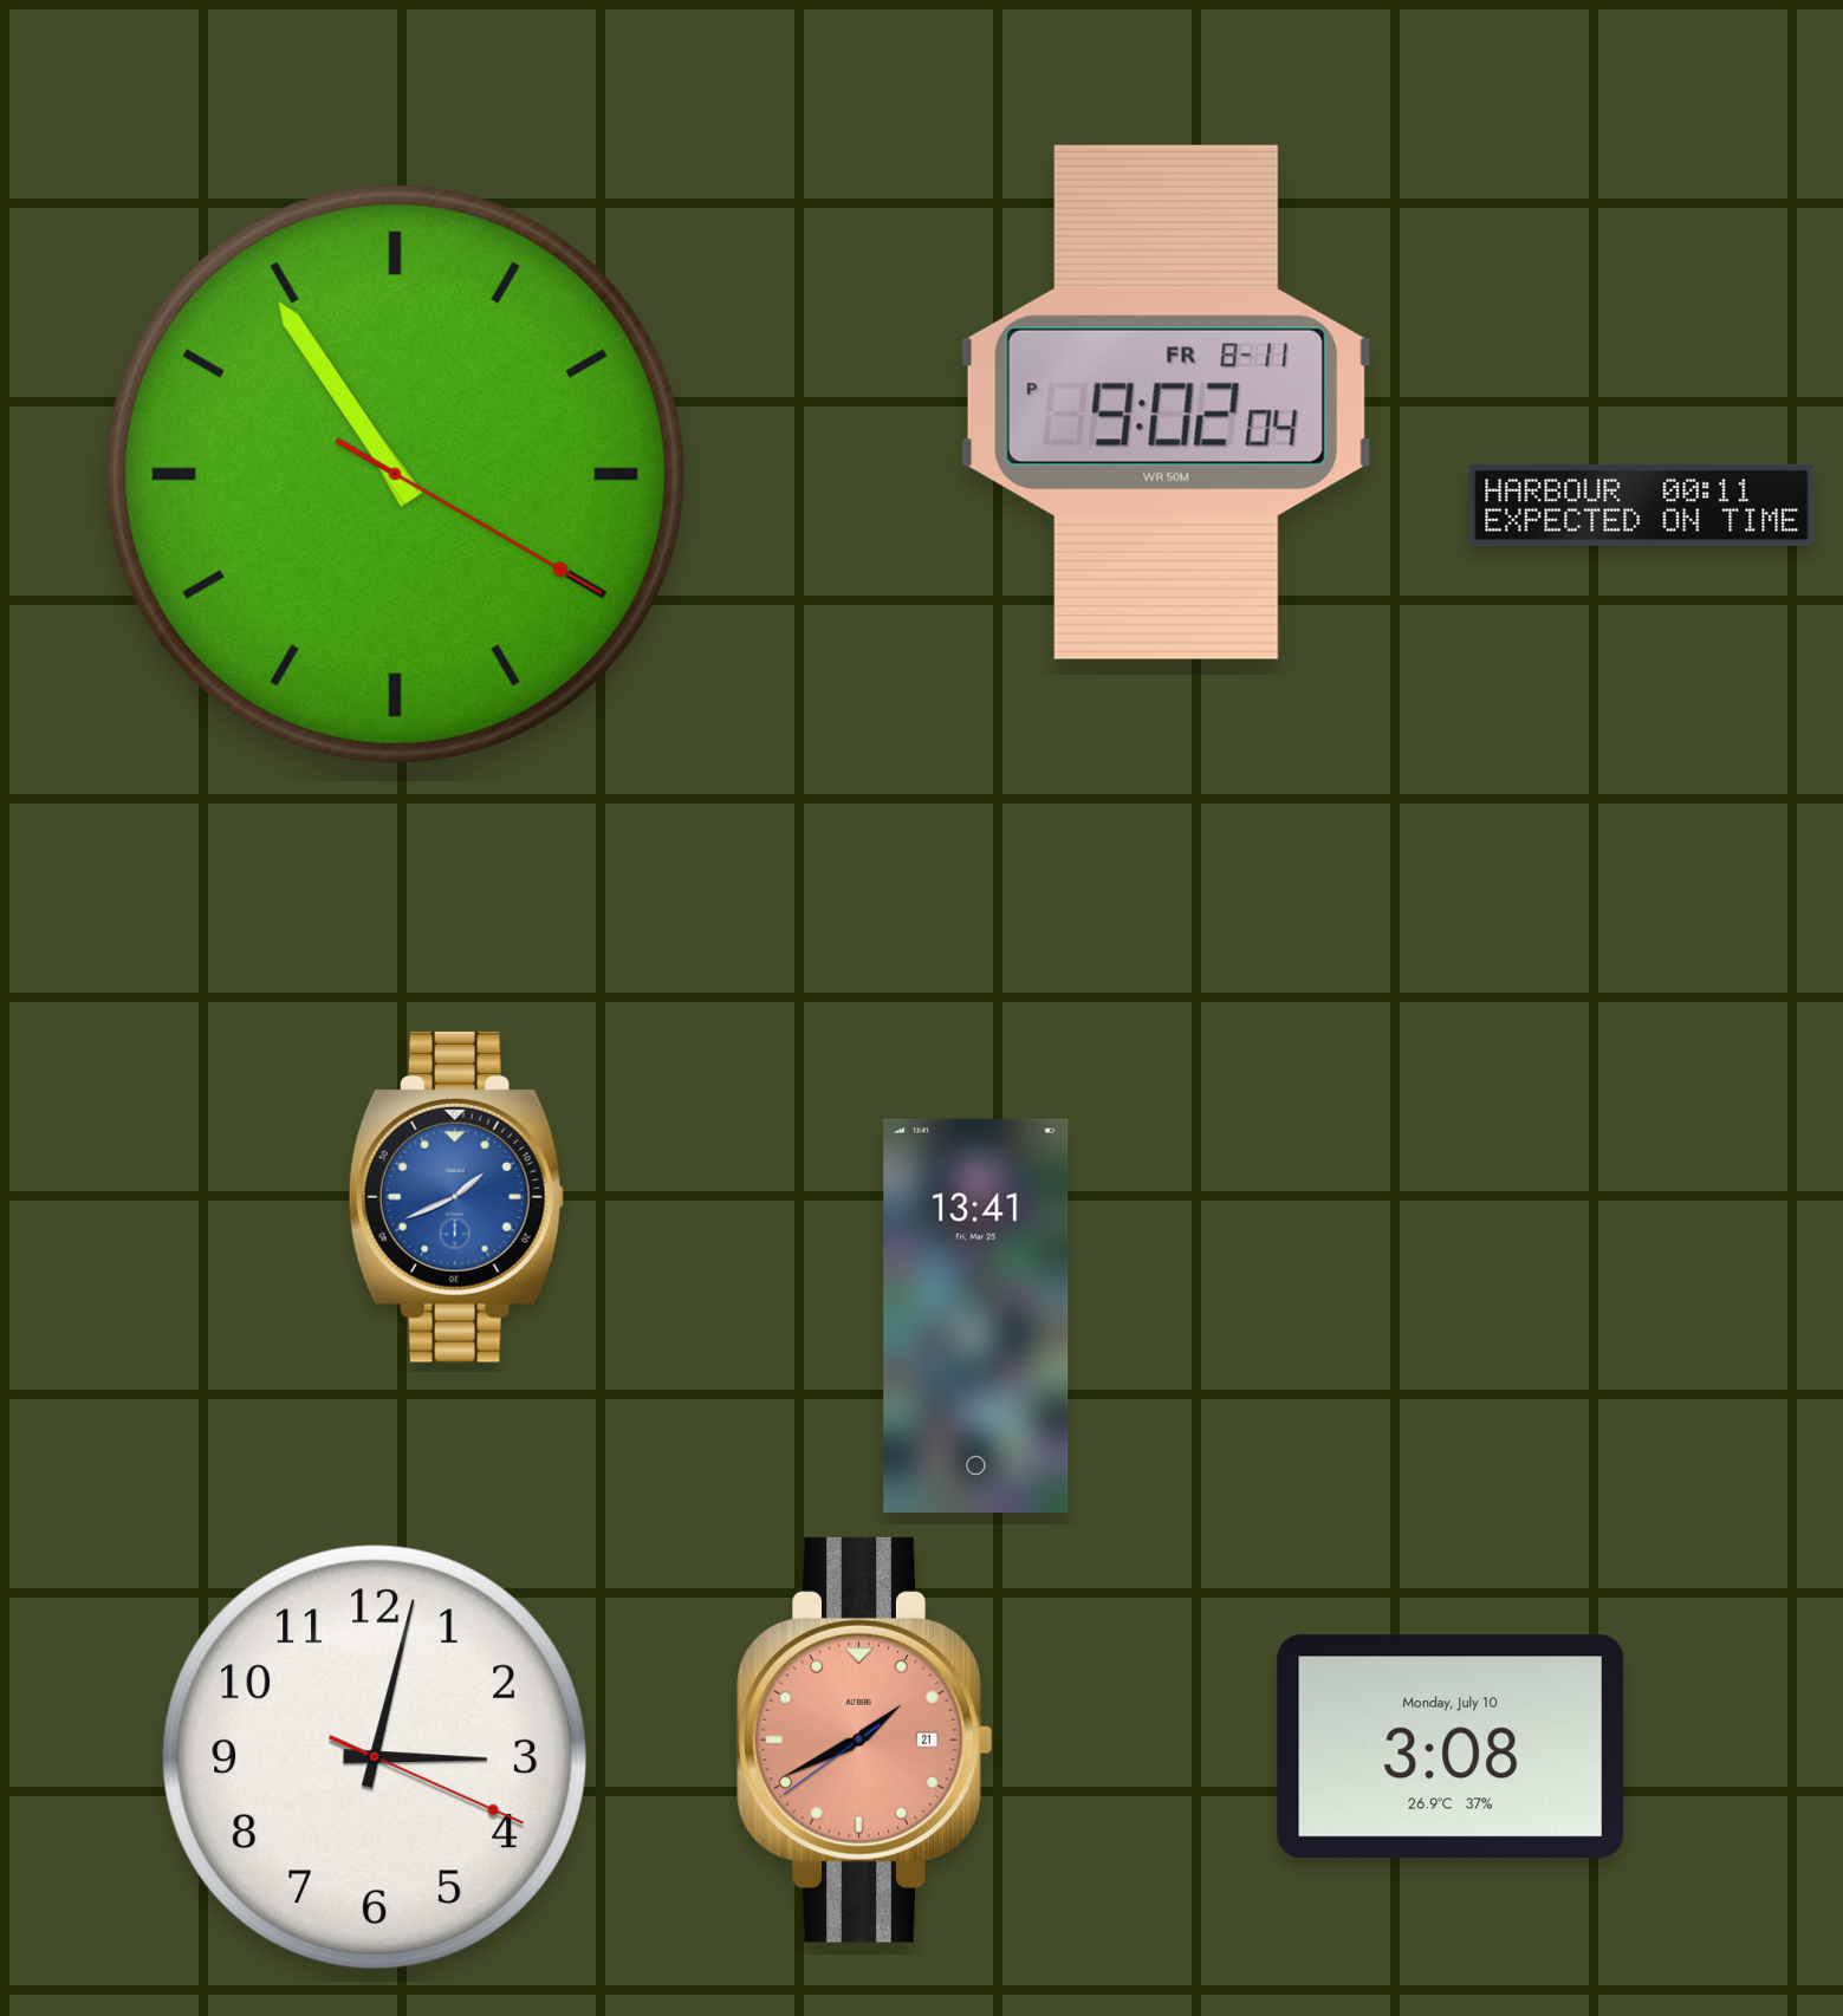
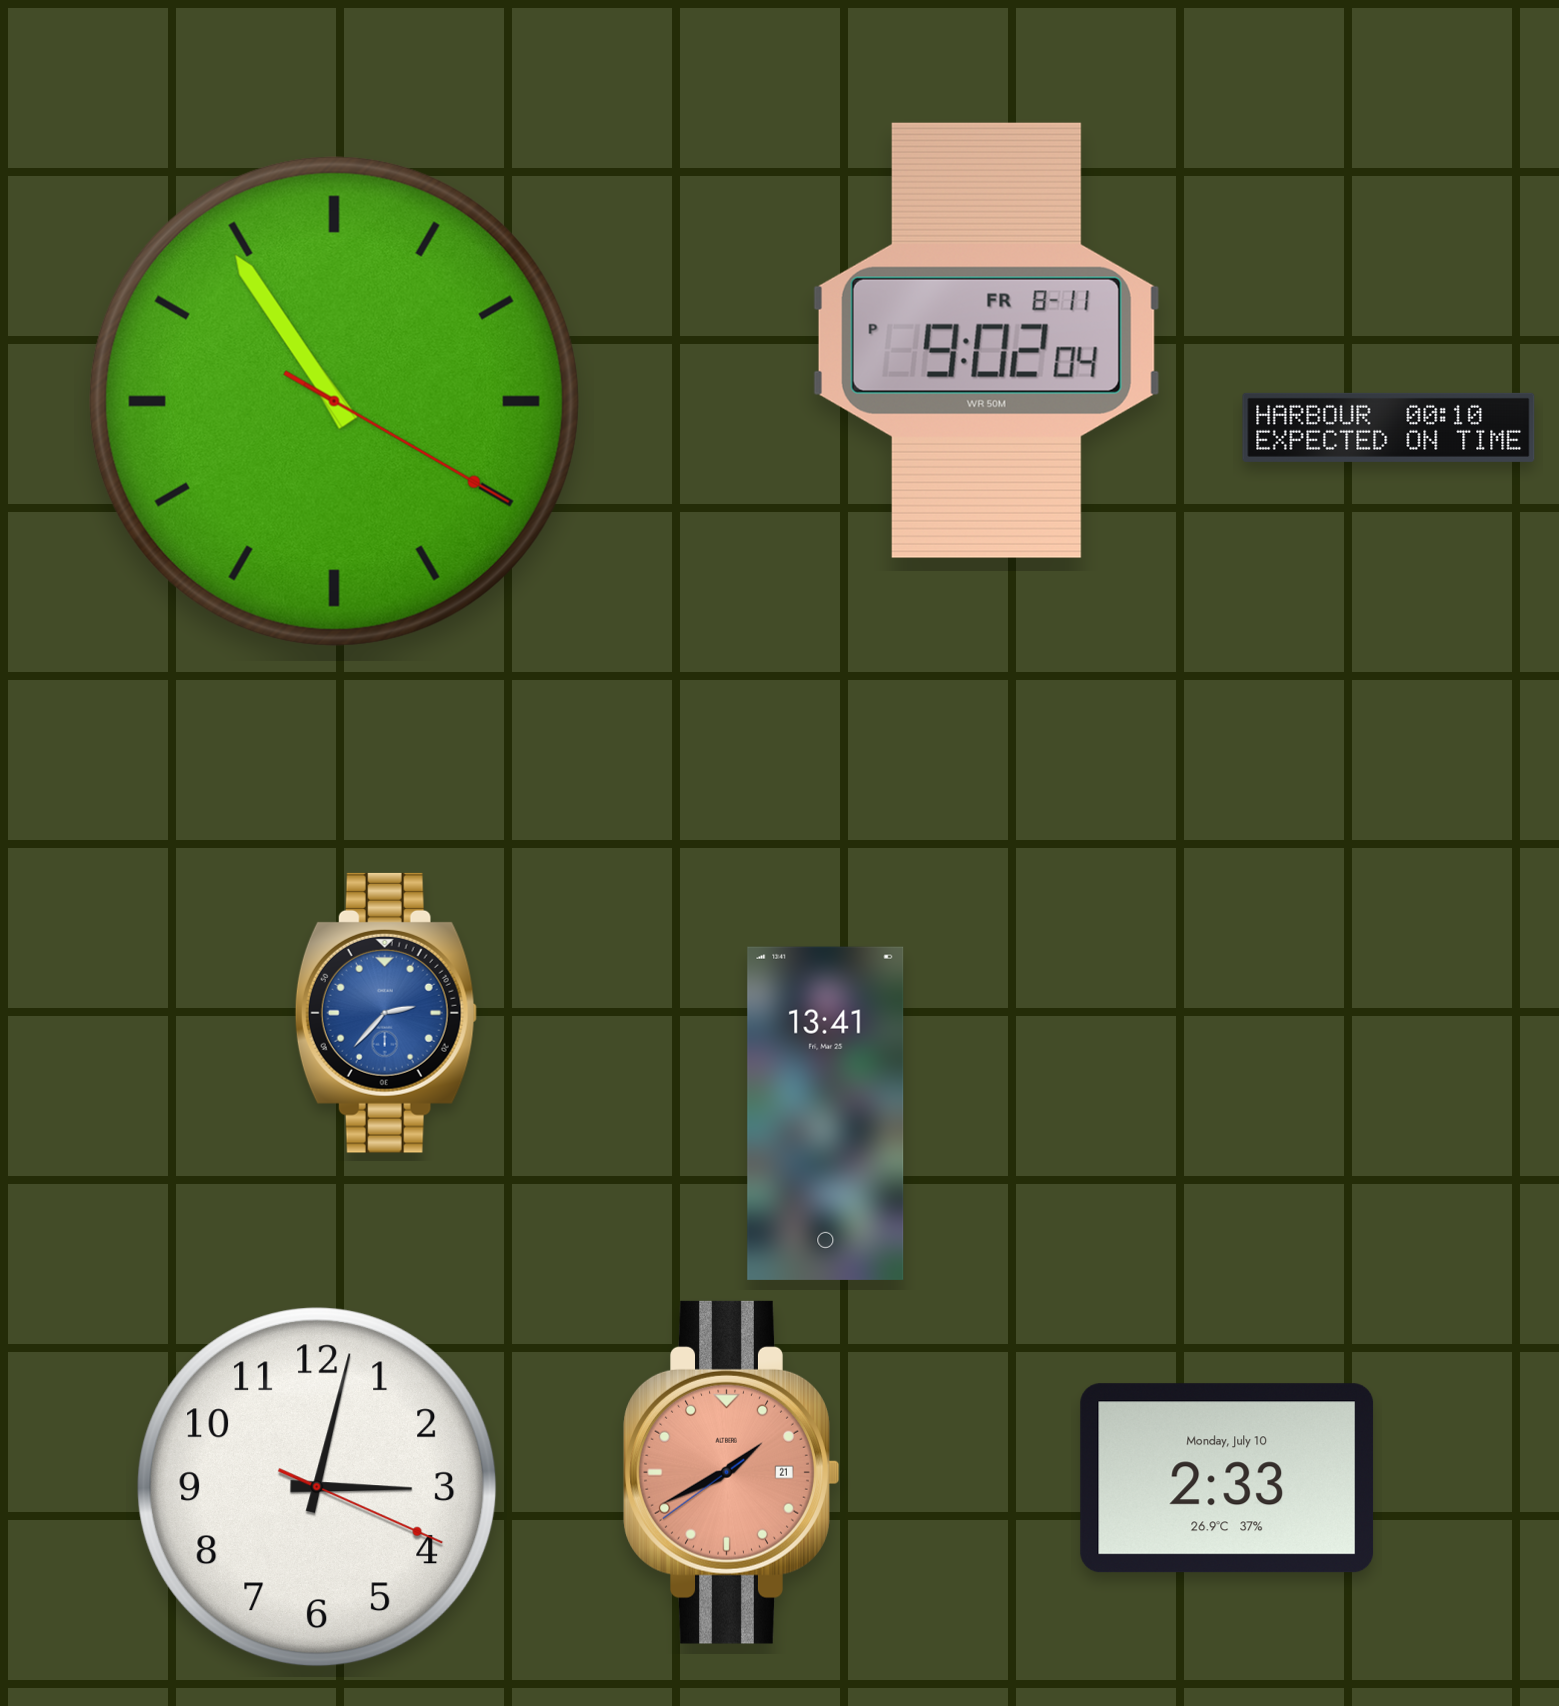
clock at (1642, 505): 00:11 -> 00:10
clock at (456, 1197): 1:41 -> 2:37
clock at (1451, 1747): 3:08 -> 2:33
